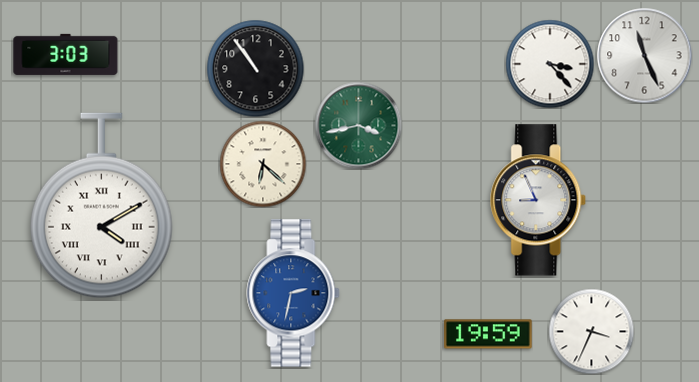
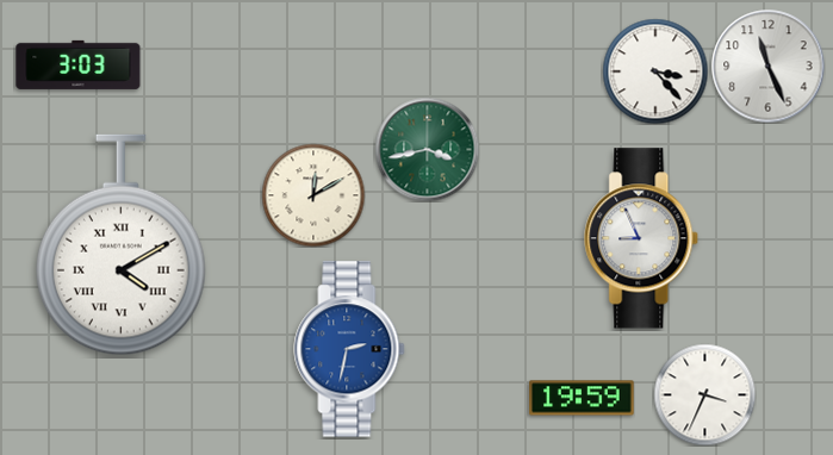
clock at (550, 64) position: (550, 64) -> (655, 71)
clock at (255, 68): 10:54 -> none
clock at (263, 164): 6:22 -> 12:10
